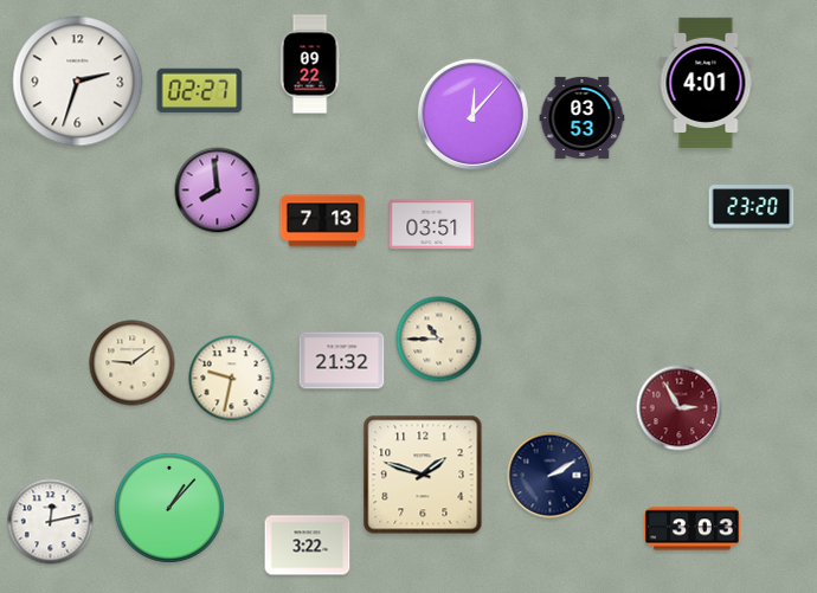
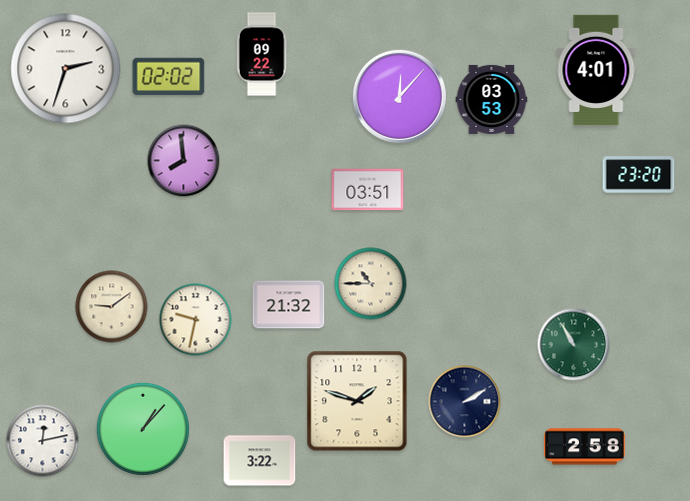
clock at (200, 91): 02:27 -> 02:02
clock at (752, 207) position: (752, 207) -> (639, 175)
clock at (323, 221): 7:13 -> none
clock at (432, 225) position: (432, 225) -> (368, 190)
clock at (439, 340) position: (439, 340) -> (371, 284)
clock at (680, 408): 2:55 -> 10:55
clock at (680, 408) dial: burgundy -> green
clock at (693, 529): 3:03 -> 2:58
